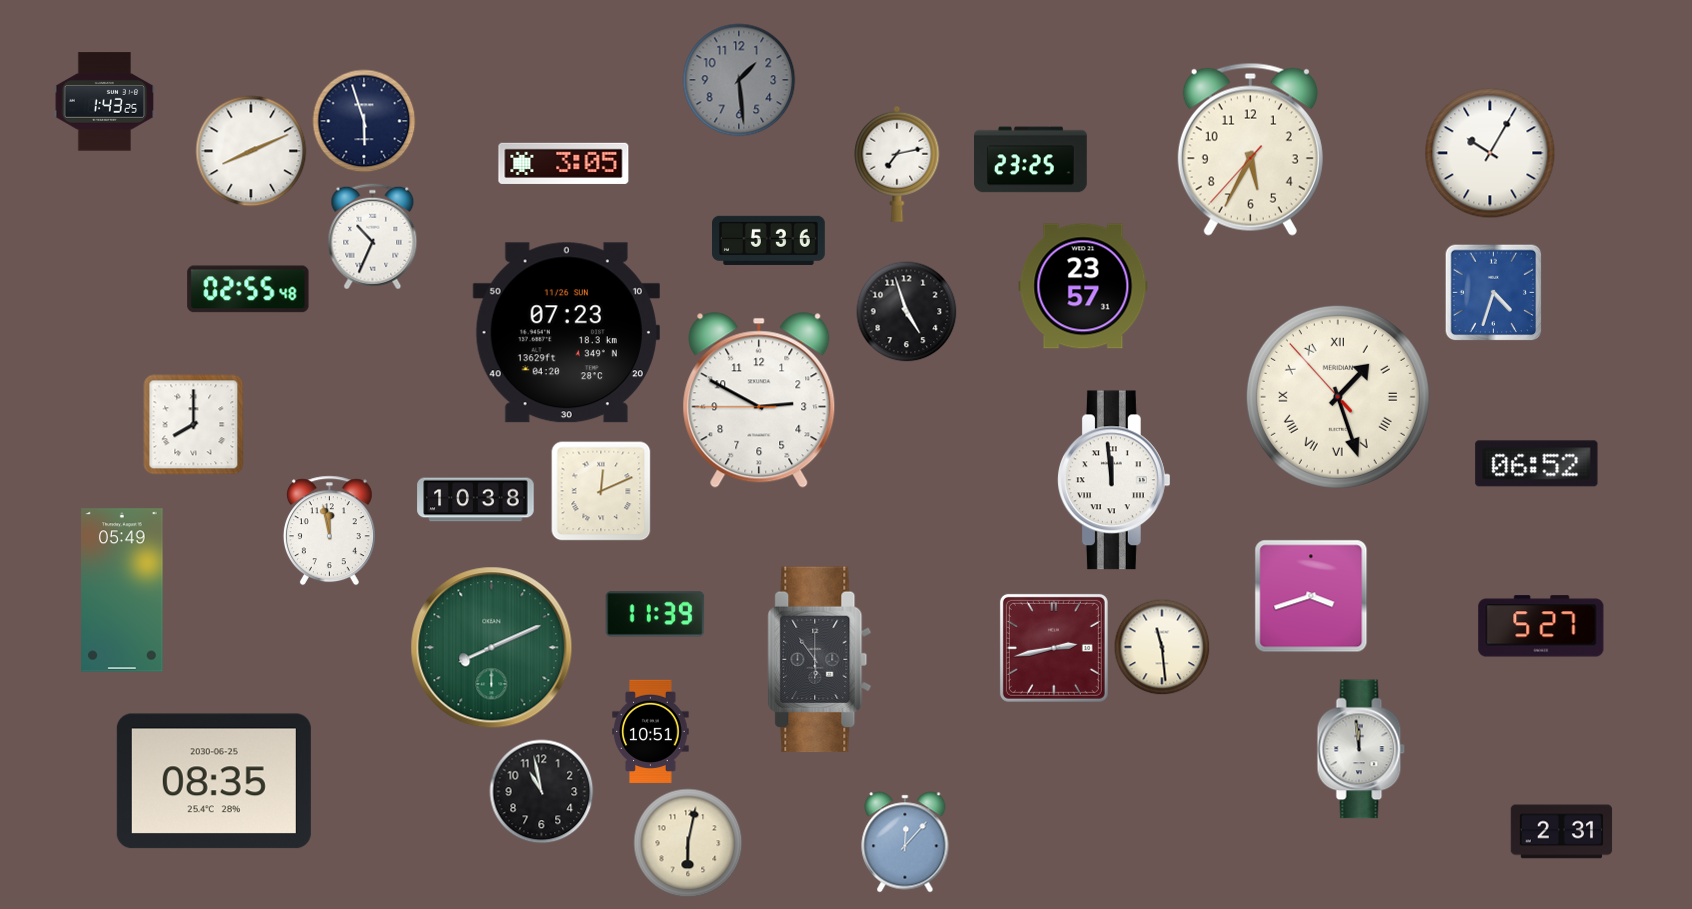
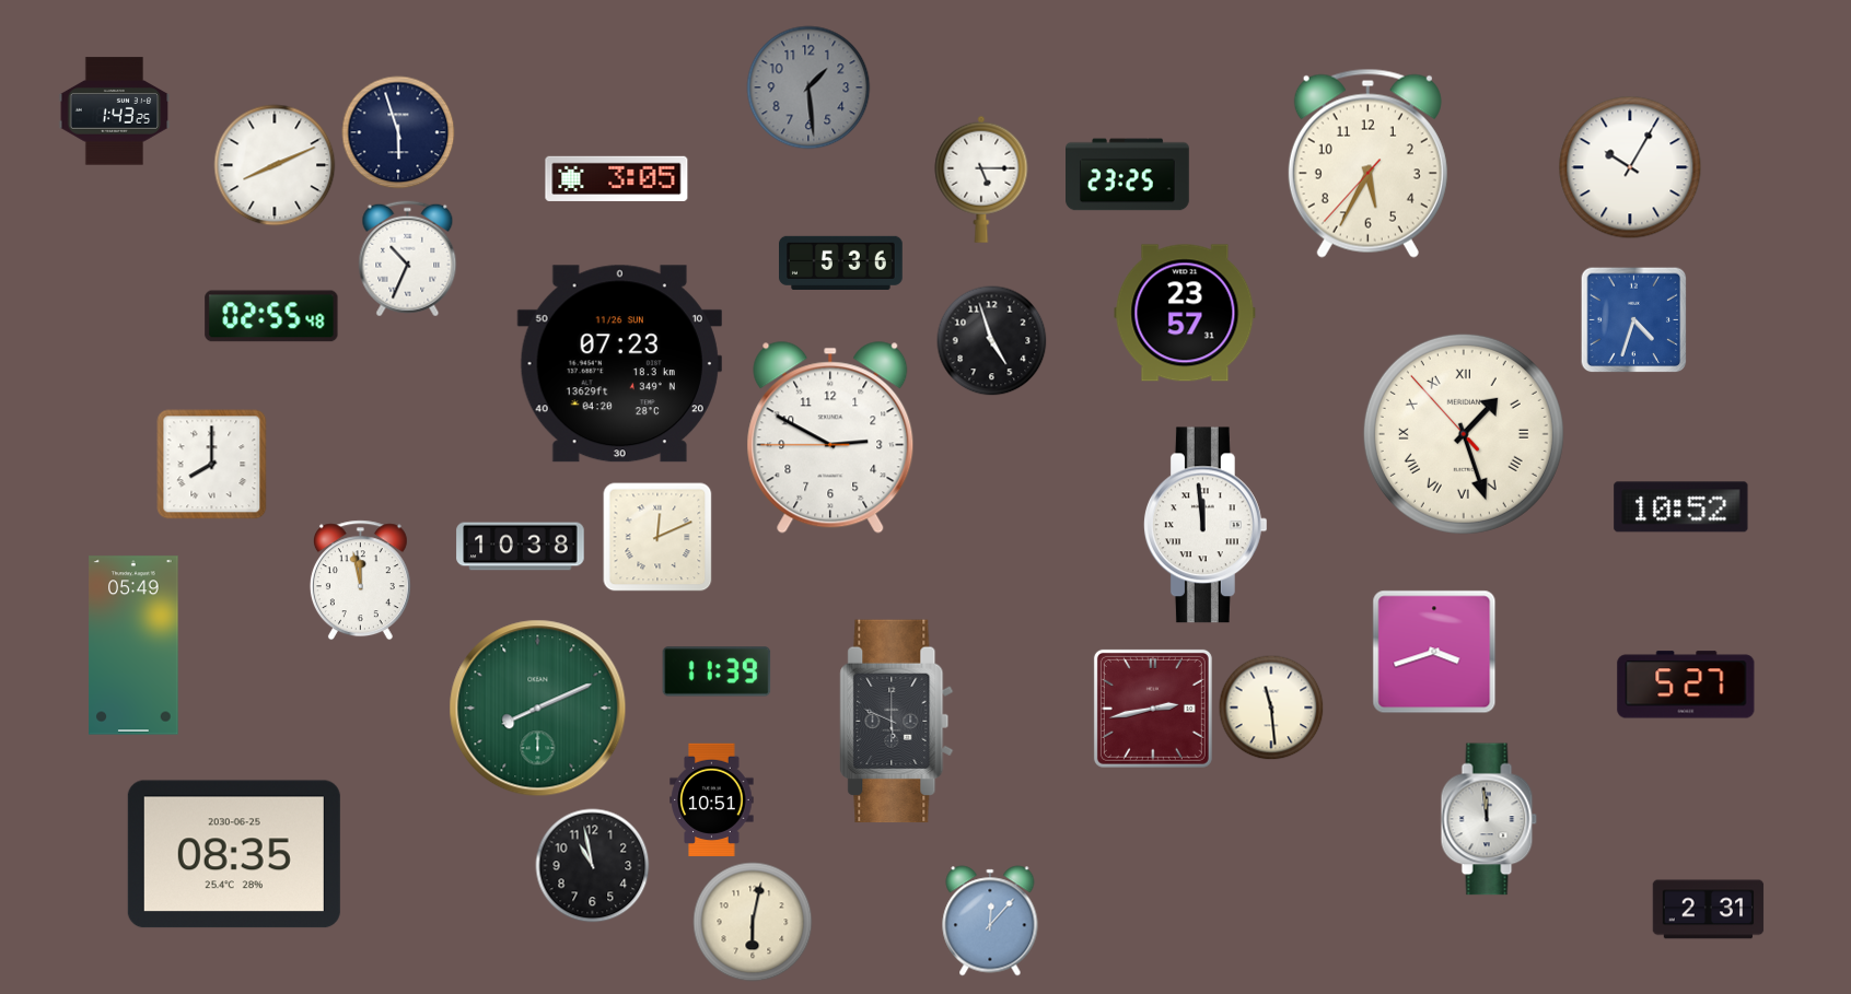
clock at (897, 164): 7:13 -> 5:15
clock at (1537, 464): 06:52 -> 10:52
clock at (1114, 480) position: (1114, 480) -> (1206, 525)
clock at (820, 660): 5:54 -> 5:49
